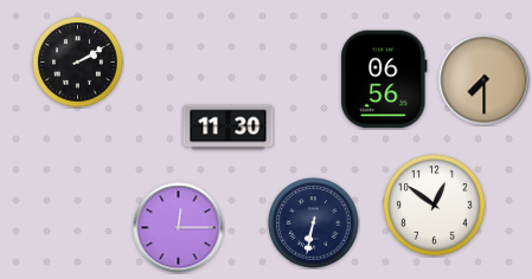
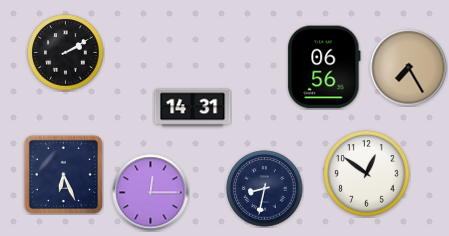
clock at (485, 80): 7:30 -> 7:25
clock at (229, 128): 11:30 -> 14:31
clock at (63, 174): none -> 6:26
clock at (314, 223): 6:32 -> 8:32
